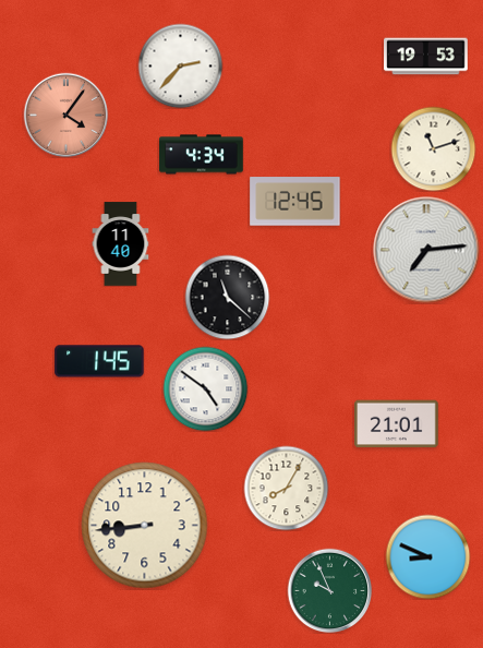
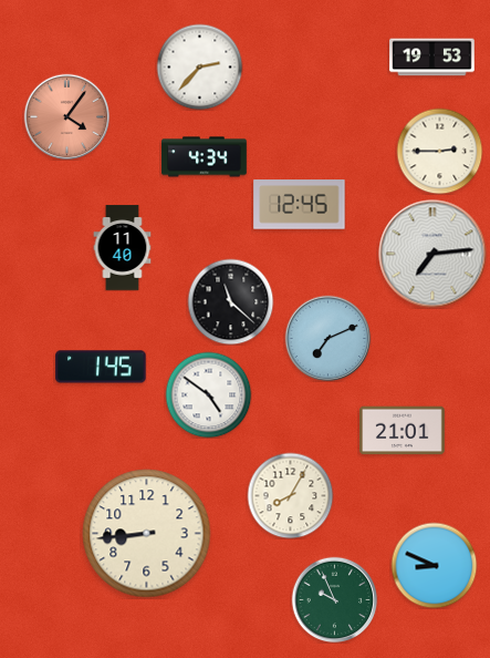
clock at (180, 65) position: (180, 65) -> (199, 66)
clock at (433, 148): 11:12 -> 2:45
clock at (327, 338): none -> 7:11
